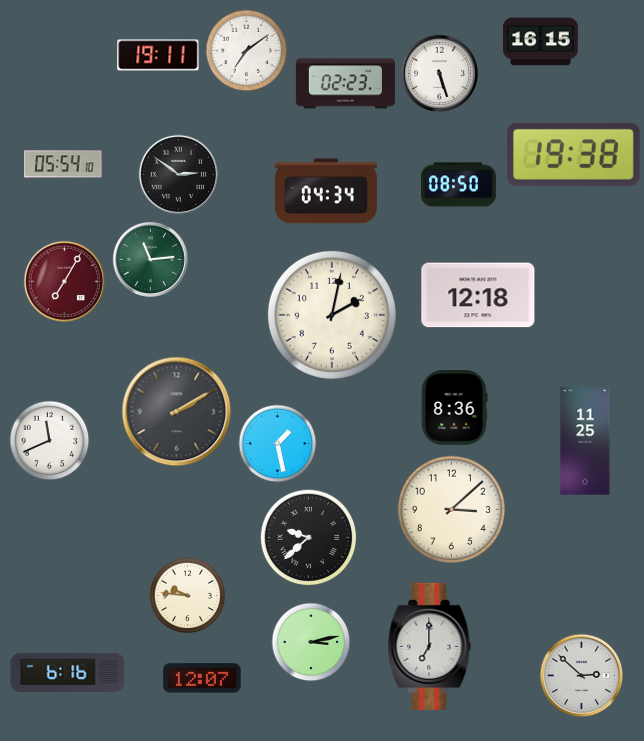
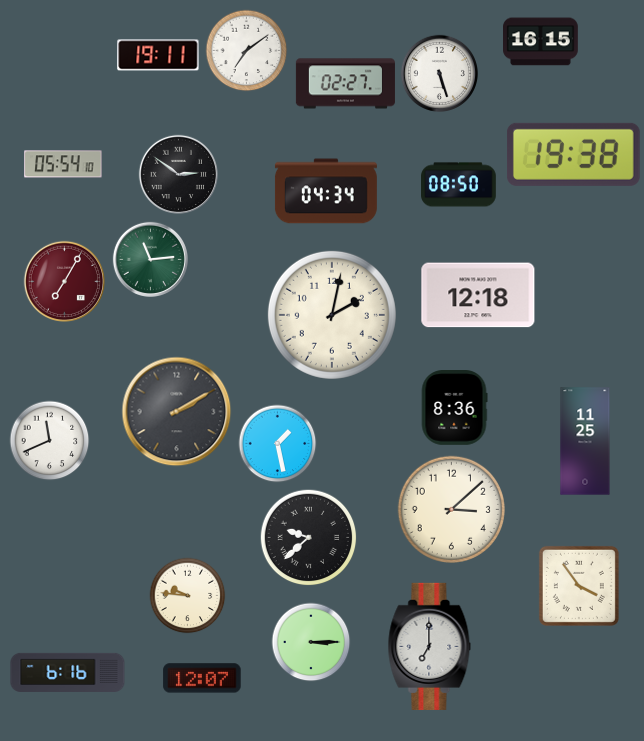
clock at (345, 84): 02:23 -> 02:27
clock at (579, 586): none -> 3:54
clock at (311, 642): 3:13 -> 3:15
clock at (582, 676): 2:52 -> none
